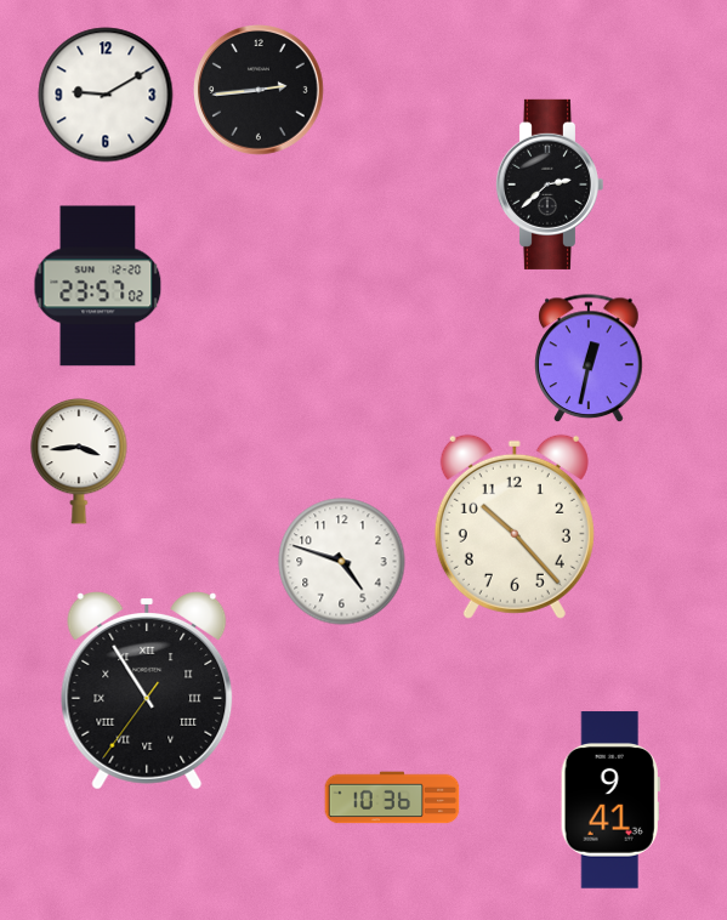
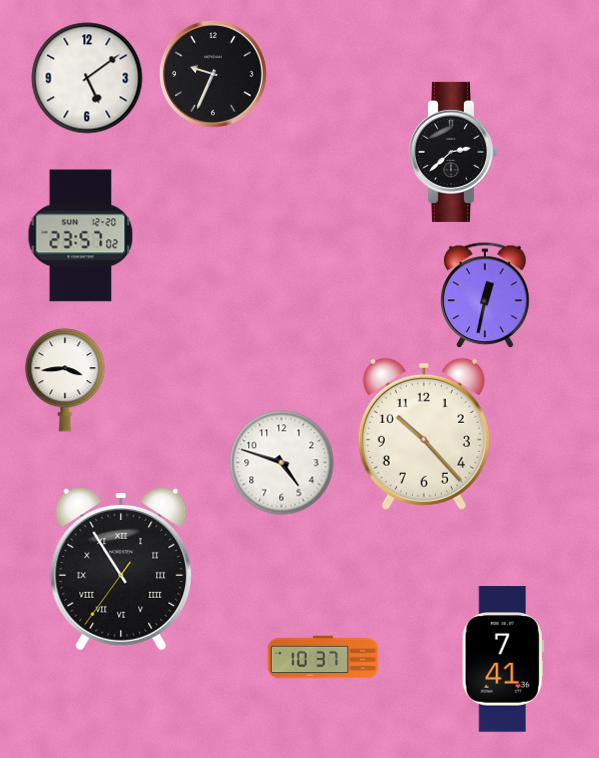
clock at (260, 91): 2:44 -> 9:34
clock at (106, 95): 9:10 -> 5:09
clock at (392, 797): 10:36 -> 10:37
clock at (610, 800): 9:41 -> 7:41
